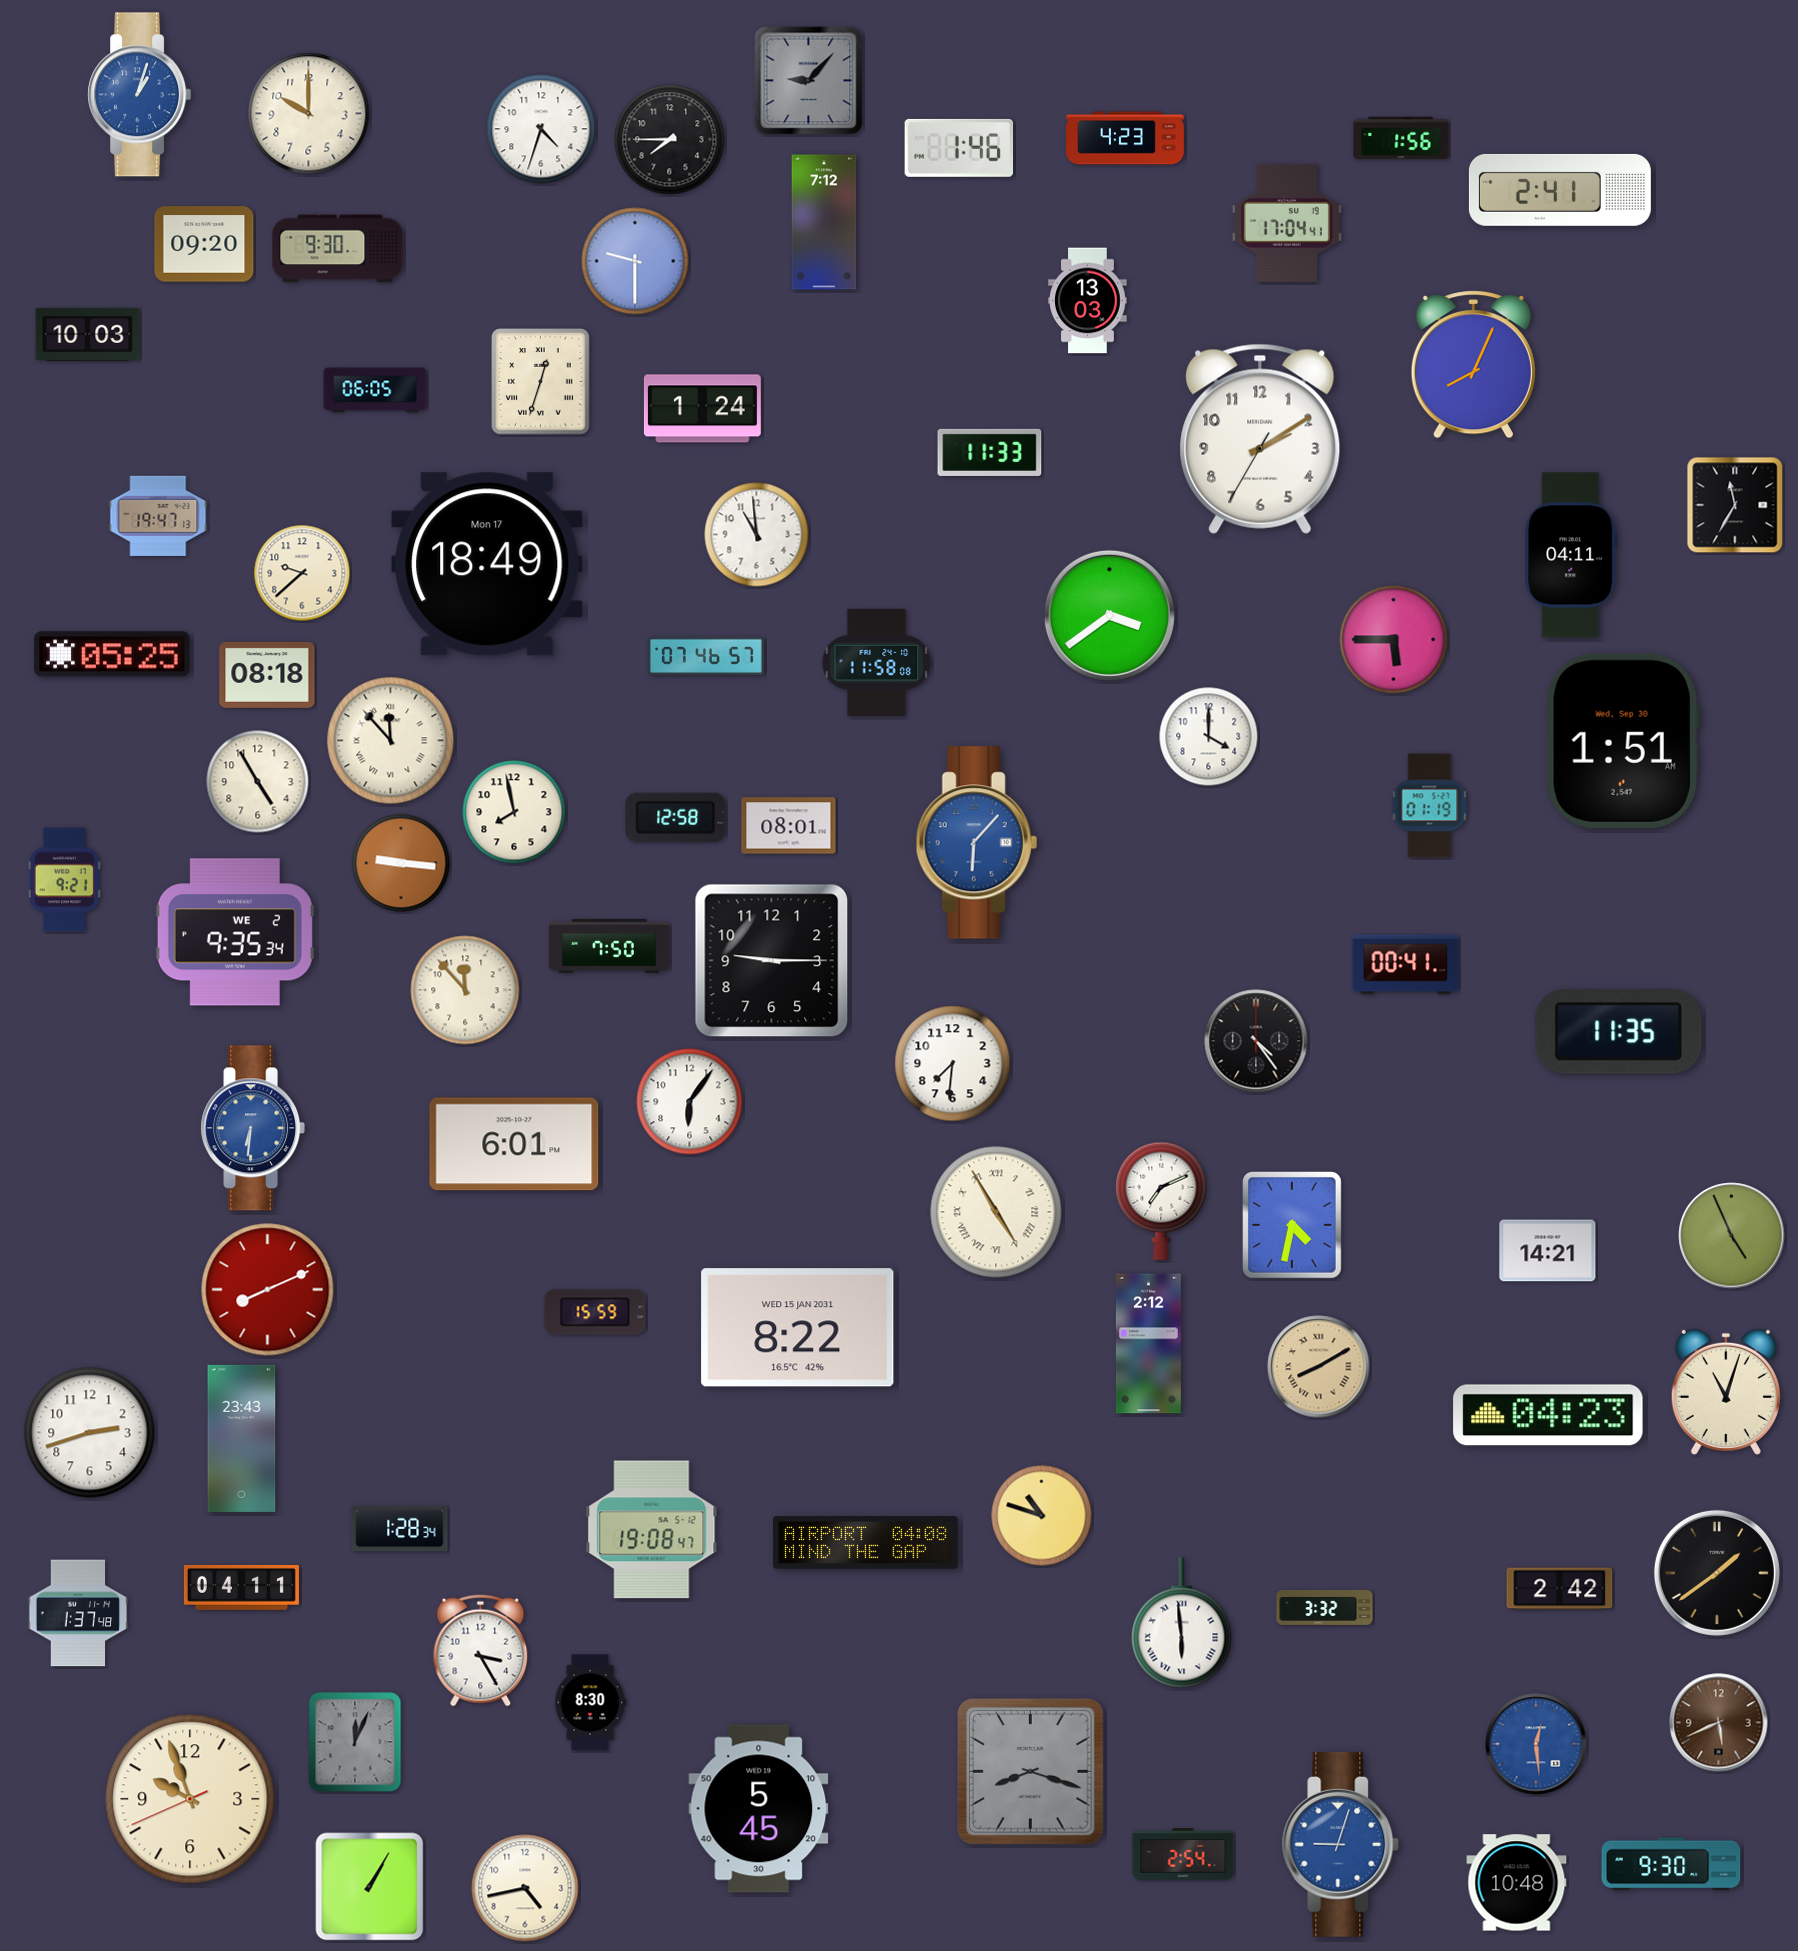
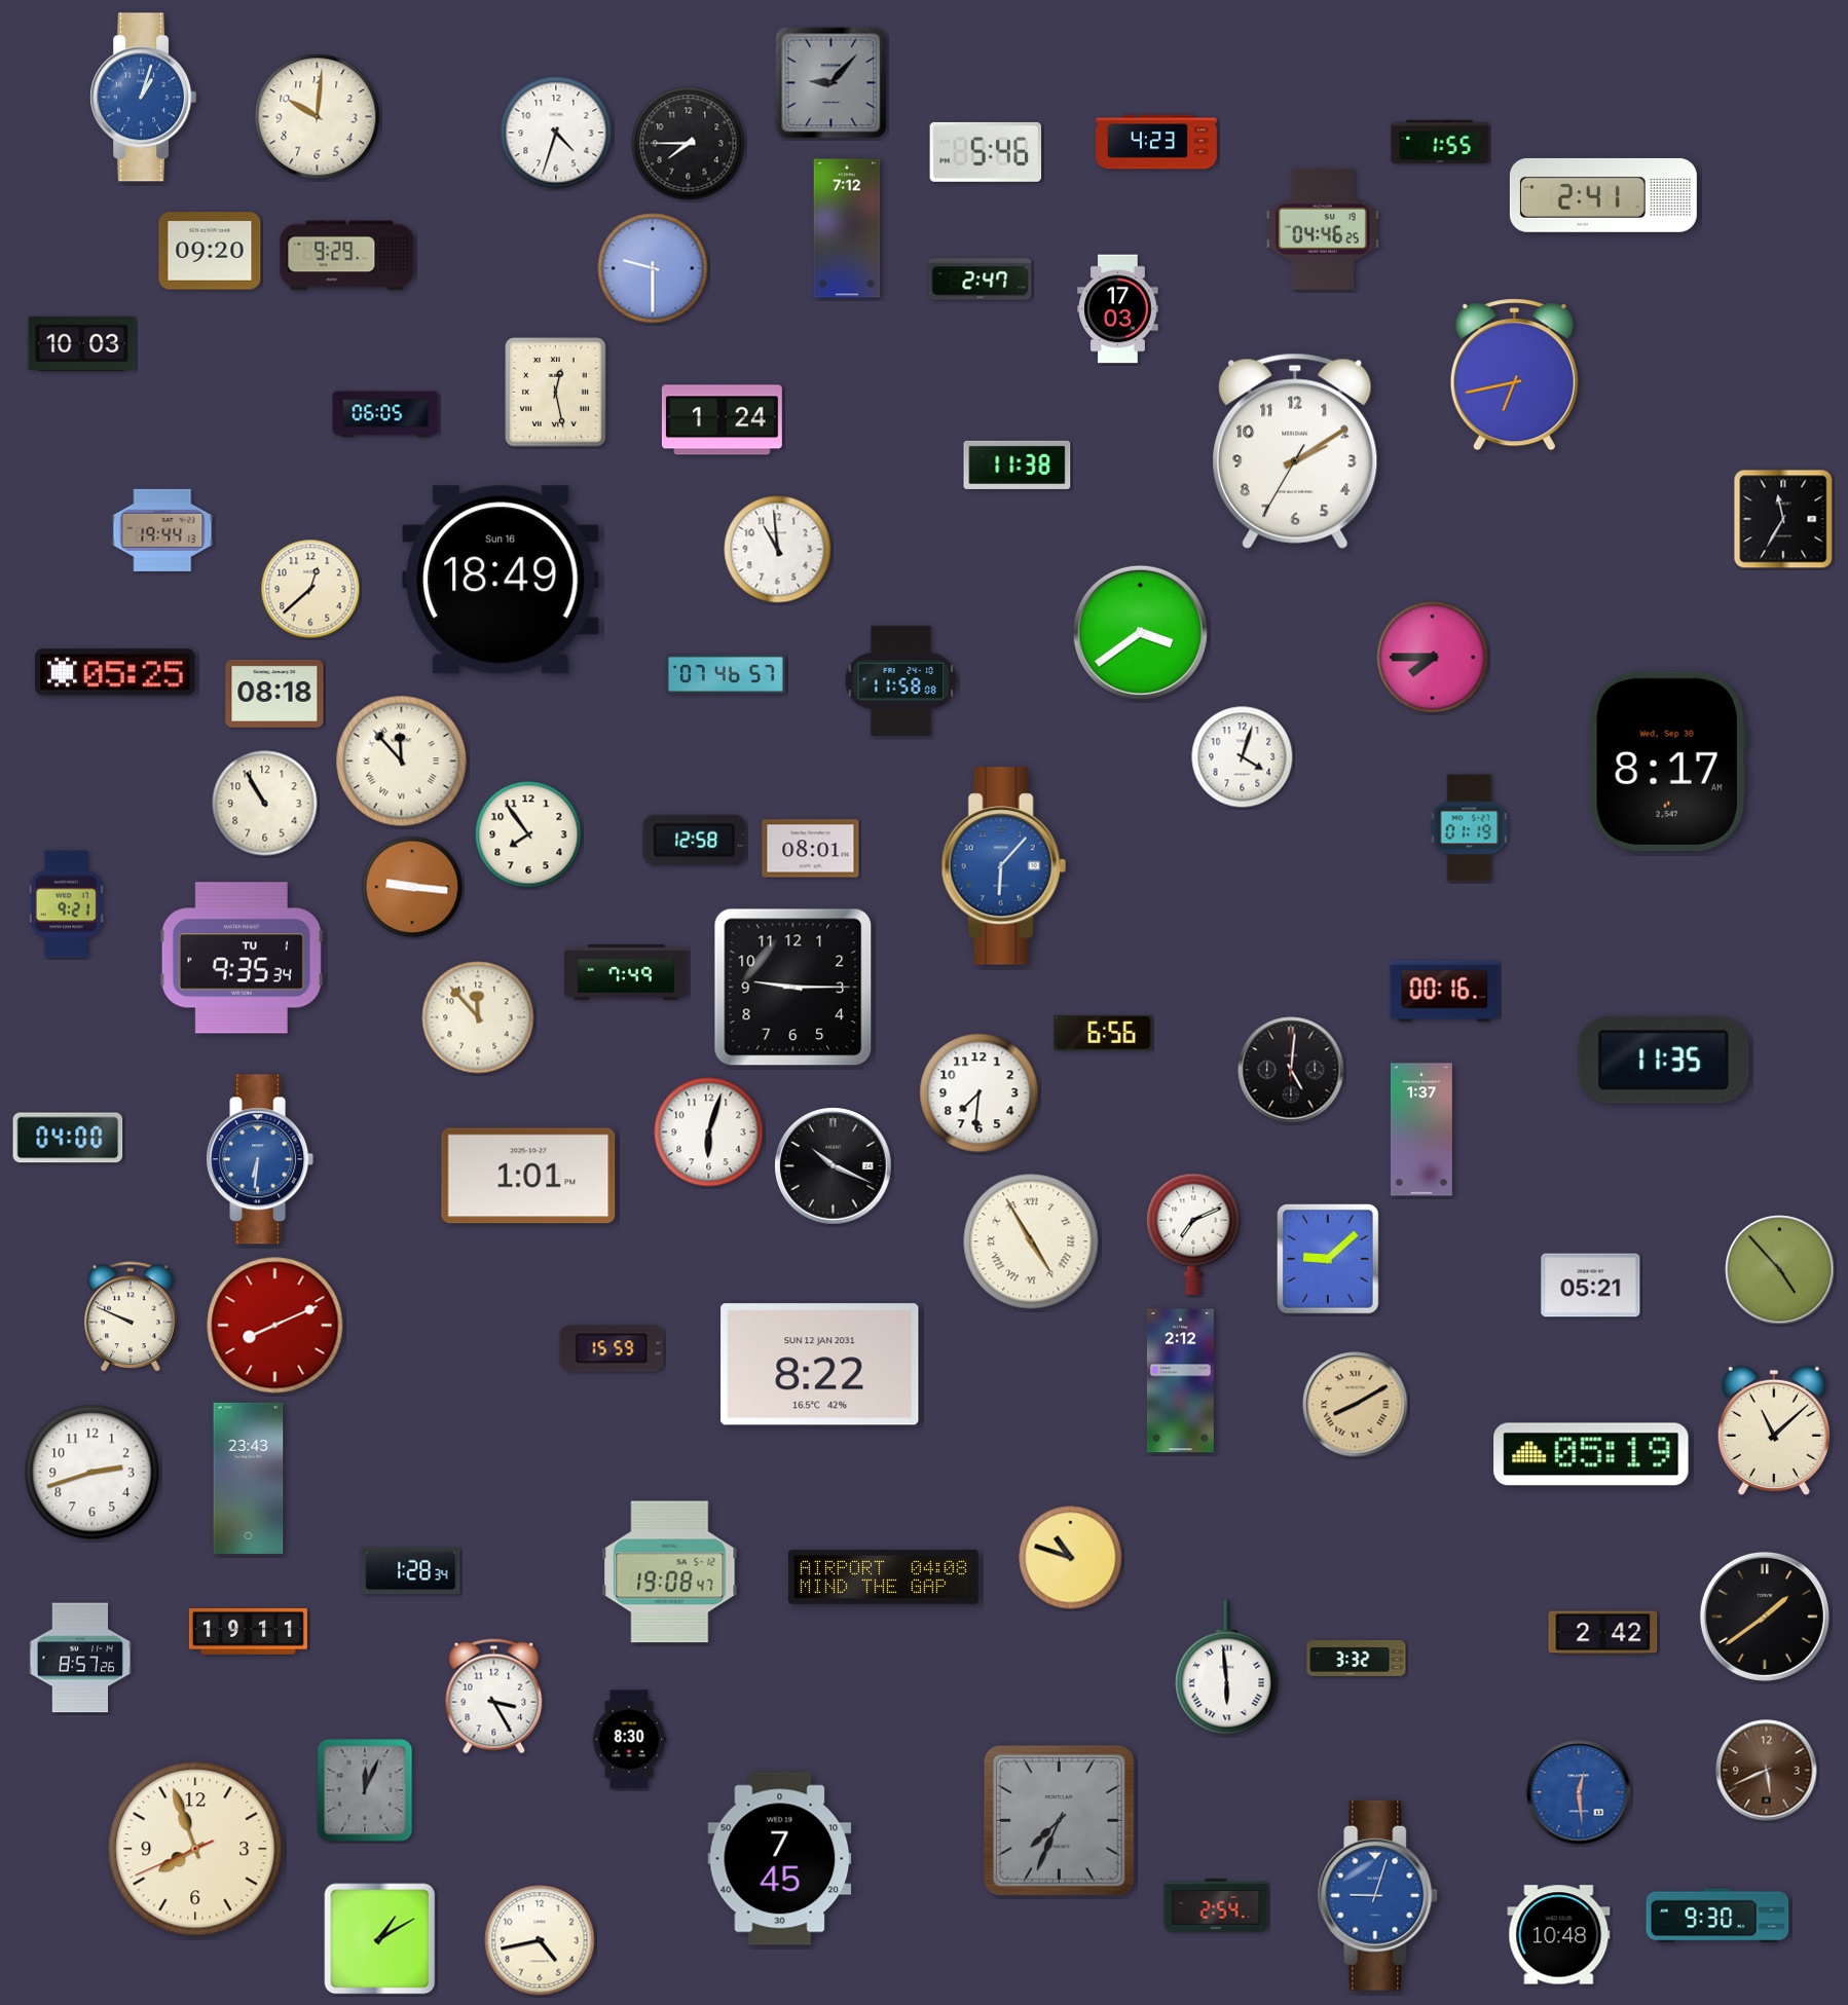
clock at (309, 114): 10:00 -> 10:01
clock at (1401, 138): 1:56 -> 1:55
clock at (959, 148): 1:46 -> 5:46
clock at (1287, 223): 17:04 -> 04:46
clock at (338, 249): 9:30 -> 9:29
clock at (981, 280): none -> 2:47
clock at (1088, 301): 13:03 -> 17:03
clock at (88, 334) position: (88, 334) -> (82, 343)
clock at (1473, 365): 8:04 -> 6:43
clock at (541, 382): 12:33 -> 12:28
clock at (375, 390) position: (375, 390) -> (385, 414)
clock at (990, 452): 11:33 -> 11:38
clock at (158, 516): 19:47 -> 19:44
clock at (1571, 555): 04:11 -> none
clock at (487, 564) date: Mon 17 -> Sun 16
clock at (302, 573): 9:38 -> 12:38
clock at (1394, 640): 5:45 -> 7:45
clock at (1209, 737): 4:00 -> 4:03
clock at (1623, 741): 1:51 -> 8:17
clock at (258, 782): 4:55 -> 10:55
clock at (514, 812): 7:58 -> 7:54
clock at (235, 932) date: WE 2 -> TU 1
clock at (609, 946): 7:50 -> 7:49
clock at (1406, 965): 00:41 -> 00:16
clock at (1103, 1033): none -> 6:56
clock at (1256, 1041): 4:24 -> 5:01
clock at (1421, 1129): none -> 1:37
clock at (690, 1102): 6:06 -> 6:03
clock at (68, 1138): none -> 04:00
clock at (834, 1166): none -> 10:19
clock at (514, 1144): 6:01 -> 1:01
clock at (996, 1212) position: (996, 1212) -> (1031, 1241)
clock at (1293, 1226): 4:32 -> 9:08
clock at (1732, 1236): 4:56 -> 4:53
clock at (1548, 1251): 14:21 -> 05:21
clock at (131, 1317): none -> 9:49
clock at (798, 1328) date: WED 15 JAN 2031 -> SUN 12 JAN 2031
clock at (1726, 1392): 11:03 -> 11:08
clock at (1548, 1415): 04:23 -> 05:19
clock at (866, 1543) position: (866, 1543) -> (884, 1577)
clock at (241, 1587): 04:11 -> 19:11
clock at (1325, 1607) position: (1325, 1607) -> (1357, 1658)
clock at (78, 1613): 1:37 -> 8:57
clock at (1182, 1623) position: (1182, 1623) -> (1227, 1668)
clock at (590, 1703) position: (590, 1703) -> (629, 1740)
clock at (1031, 1772): 8:18 -> 7:34
clock at (190, 1799): 9:56 -> 7:56
clock at (759, 1809): 5:45 -> 7:45
clock at (370, 1887): 1:05 -> 1:10
